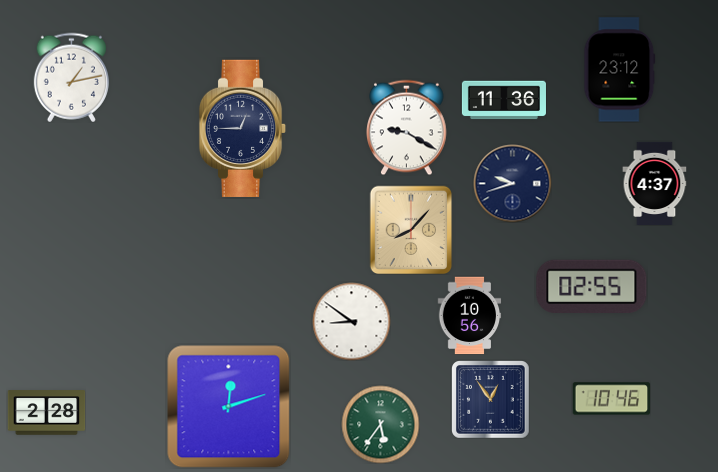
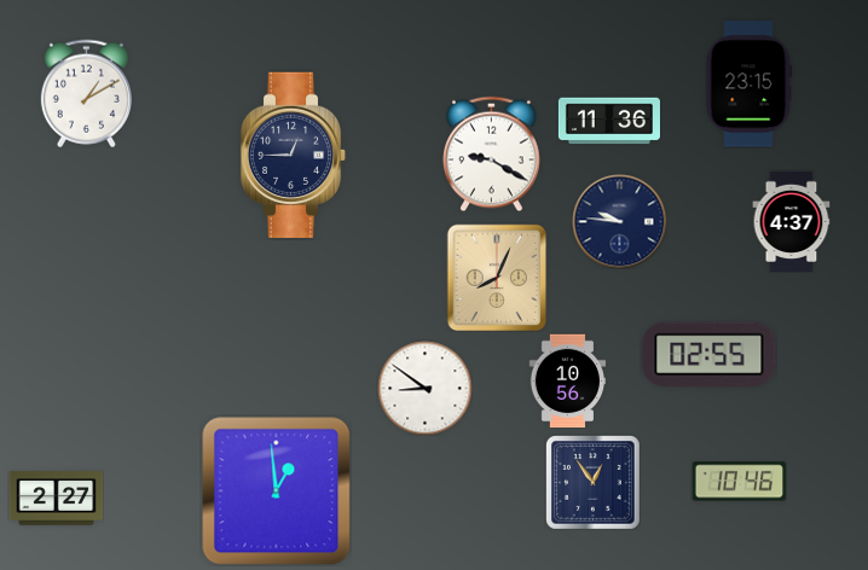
clock at (620, 70): 23:12 -> 23:15
clock at (71, 77): 1:13 -> 1:10
clock at (512, 183): 9:42 -> 9:46
clock at (411, 230): 8:07 -> 8:04
clock at (592, 286) position: (592, 286) -> (710, 354)
clock at (229, 407): 12:12 -> 12:59
clock at (46, 413): 2:28 -> 2:27
clock at (380, 424): 5:36 -> none
